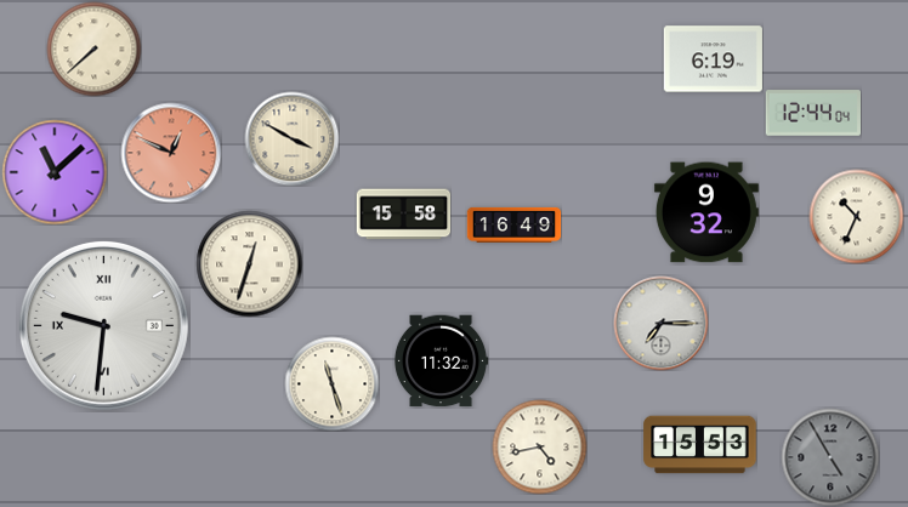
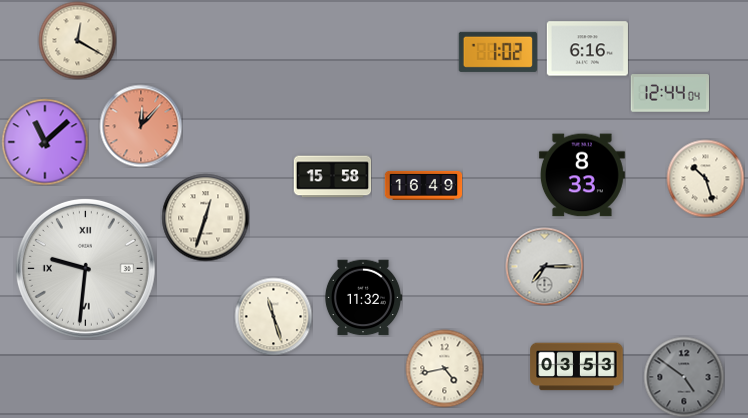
clock at (93, 49): 7:38 -> 12:20
clock at (713, 59): 6:19 -> 6:16
clock at (498, 52): none -> 1:02
clock at (291, 138): 3:50 -> none
clock at (171, 153): 12:49 -> 12:07
clock at (706, 212): 9:32 -> 8:33
clock at (856, 216): 10:34 -> 10:27
clock at (700, 445): 15:53 -> 03:53
clock at (830, 457): 4:55 -> 4:51
